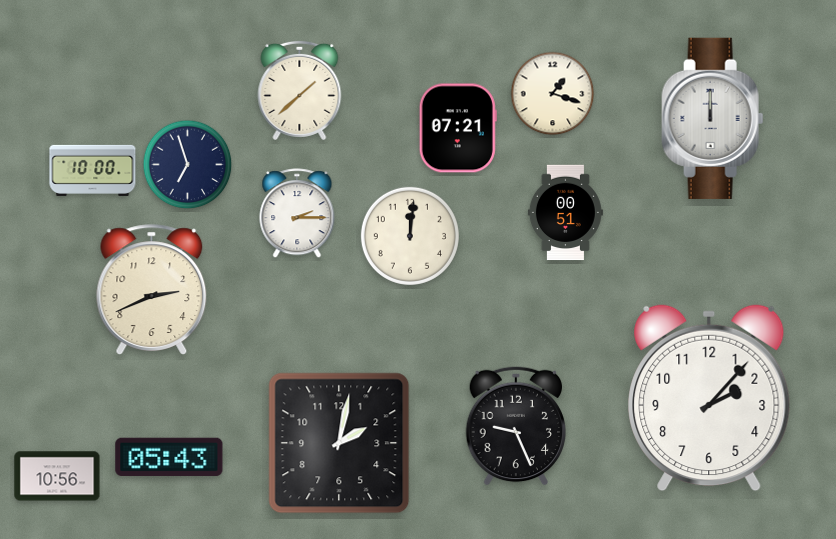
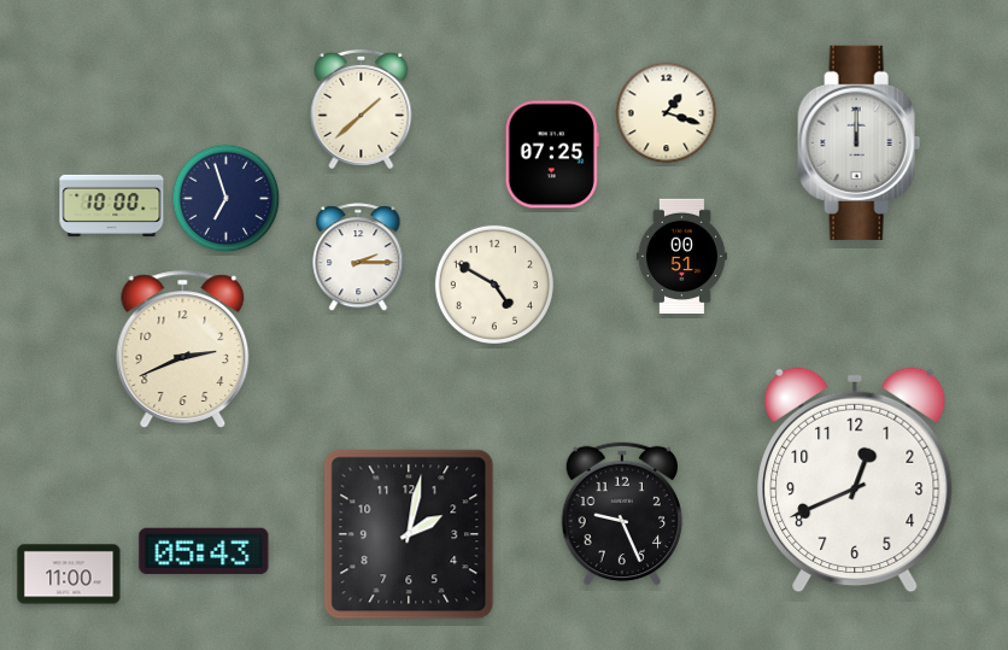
clock at (458, 128): 07:21 -> 07:25
clock at (410, 236): 12:01 -> 4:50
clock at (709, 398): 2:07 -> 12:41
clock at (57, 476): 10:56 -> 11:00
